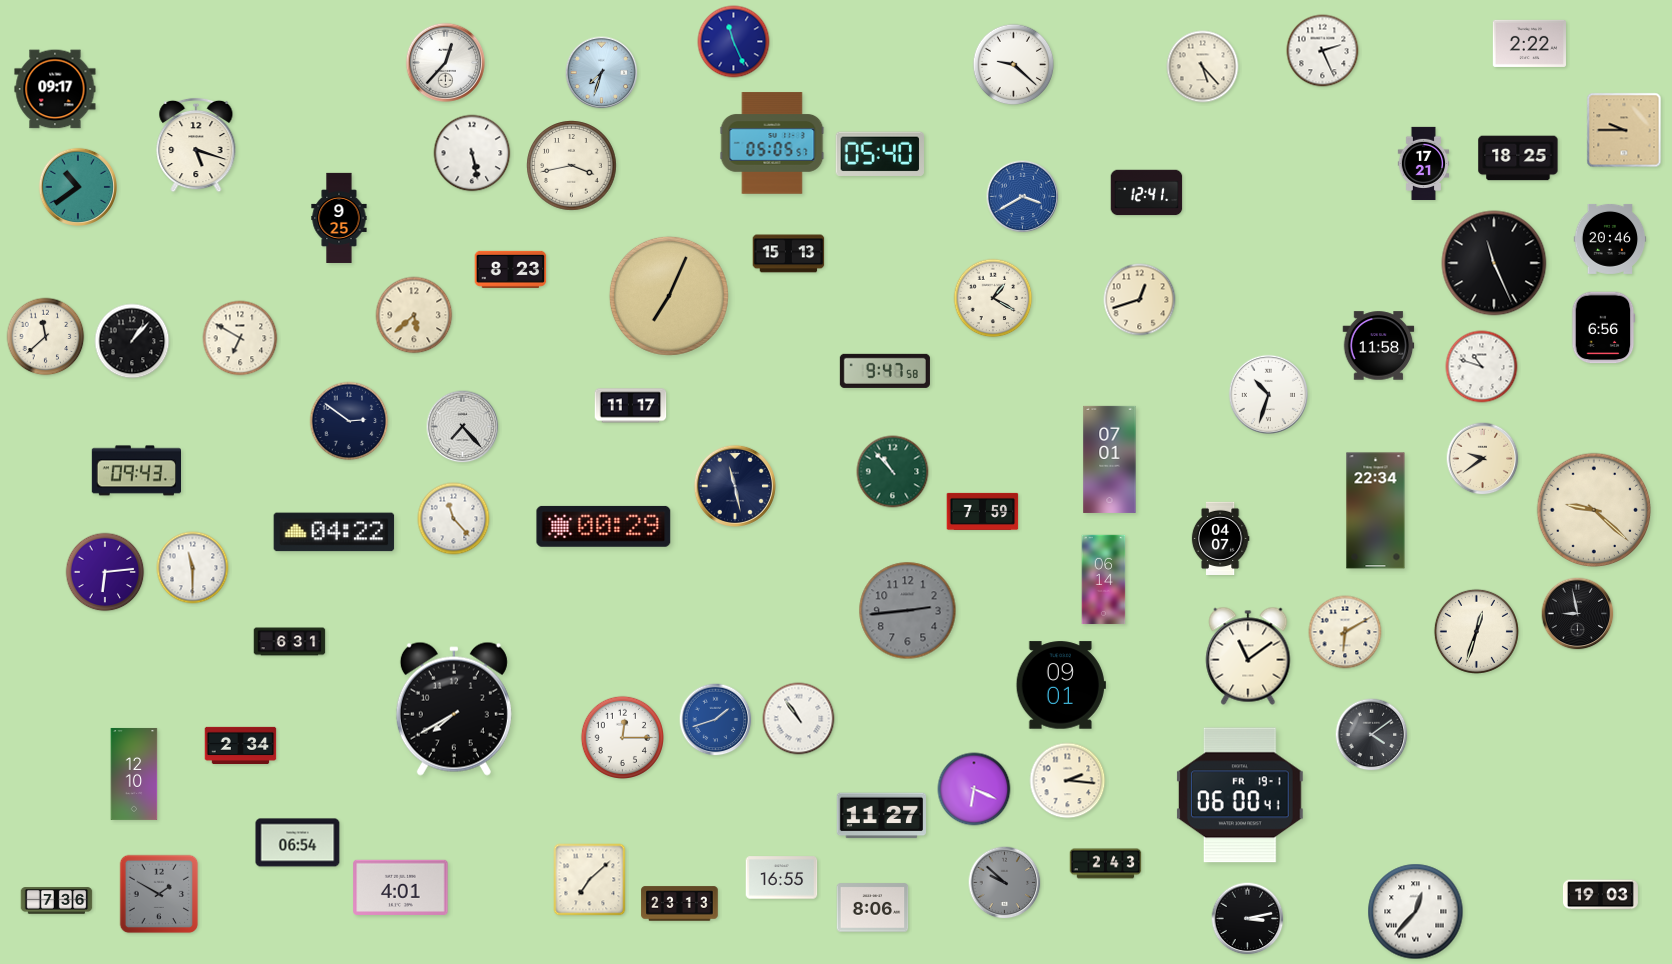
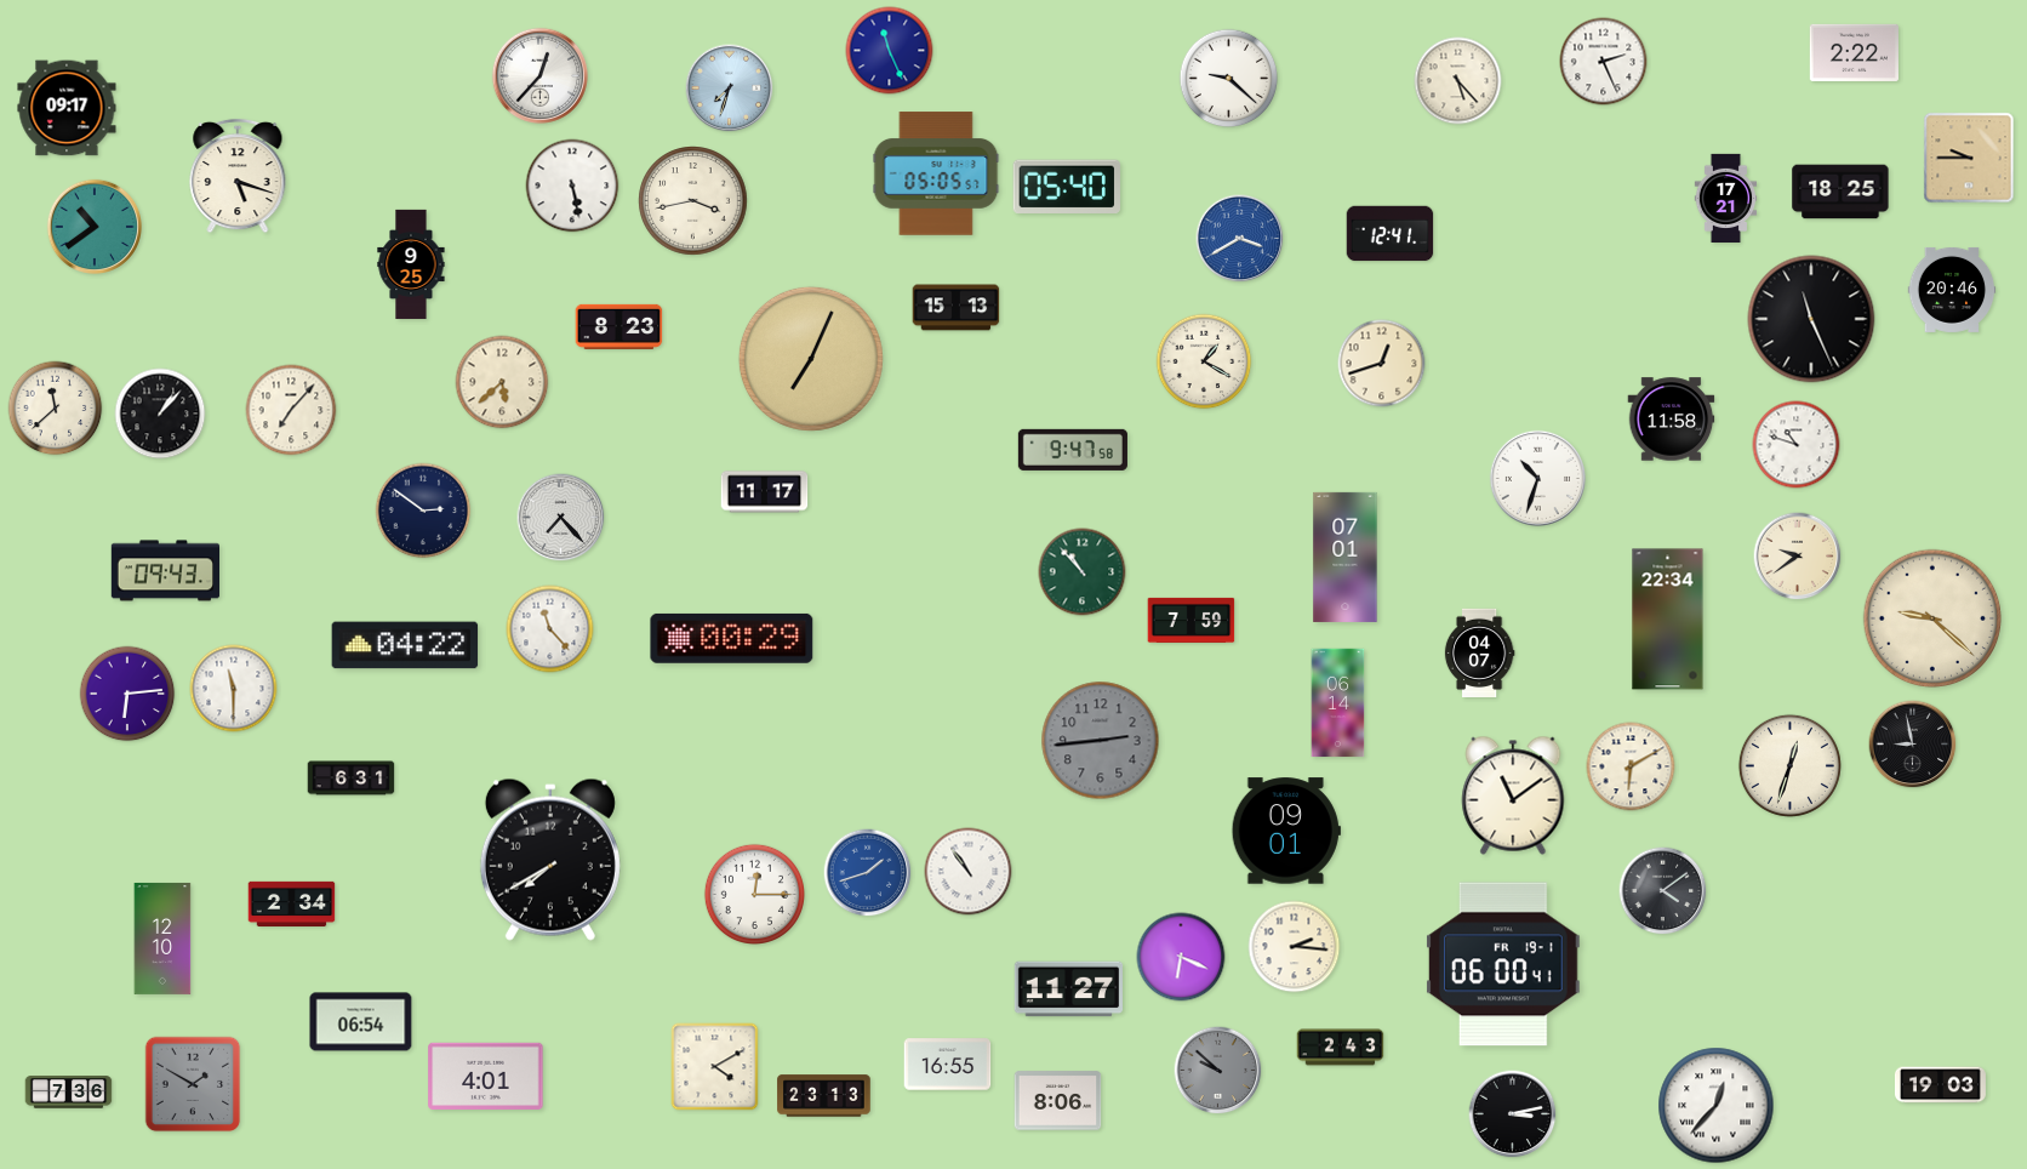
clock at (1603, 328): 6:56 -> none
clock at (240, 338): 6:50 -> 7:07
clock at (735, 486): 11:28 -> none
clock at (590, 880): 7:08 -> 4:10
